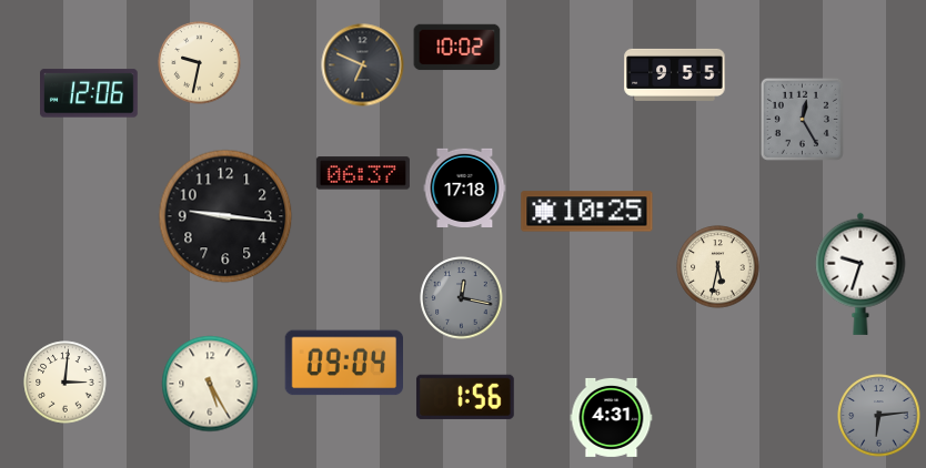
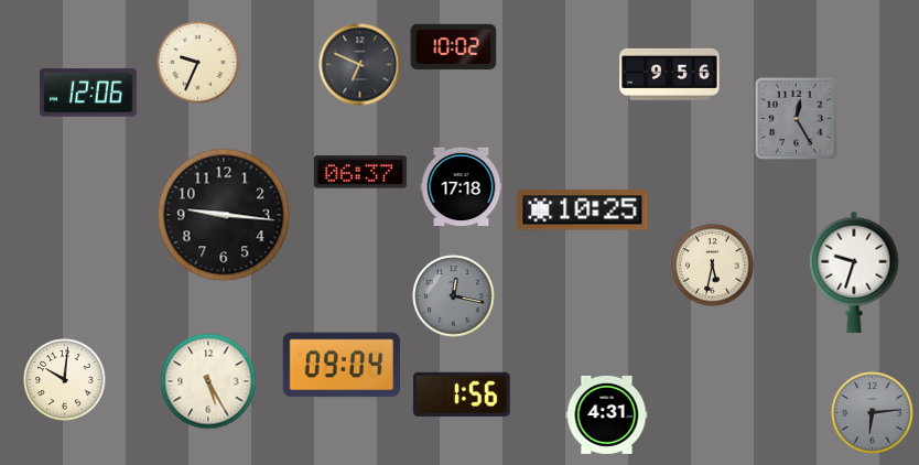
clock at (200, 63): 9:32 -> 9:34
clock at (675, 74): 9:55 -> 9:56
clock at (462, 298) position: (462, 298) -> (454, 296)
clock at (343, 363) position: (343, 363) -> (340, 365)
clock at (66, 383): 3:01 -> 10:01
